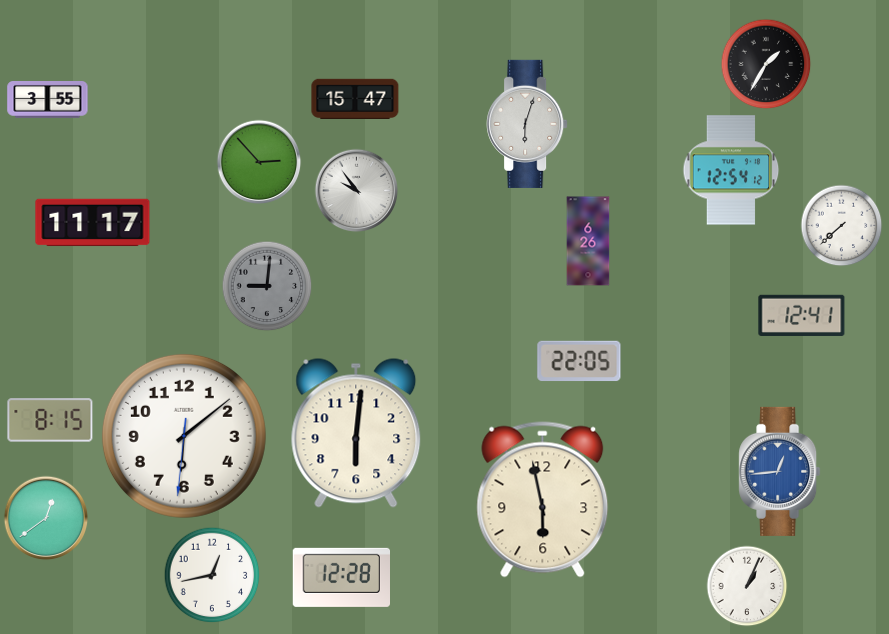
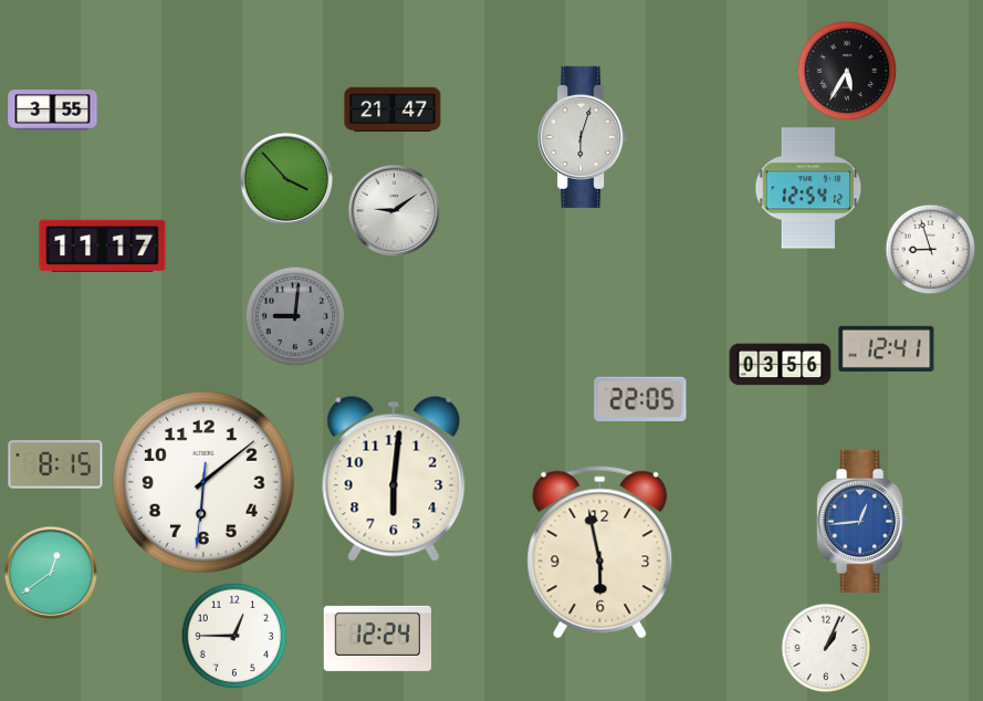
clock at (766, 64): 1:35 -> 5:35
clock at (355, 98): 15:47 -> 21:47
clock at (259, 162): 2:53 -> 3:53
clock at (357, 191): 9:54 -> 9:09
clock at (842, 226): 7:38 -> 8:57
clock at (588, 241): 6:26 -> none
clock at (781, 365): none -> 03:56
clock at (212, 575): 12:43 -> 12:45
clock at (341, 577): 12:28 -> 12:24
